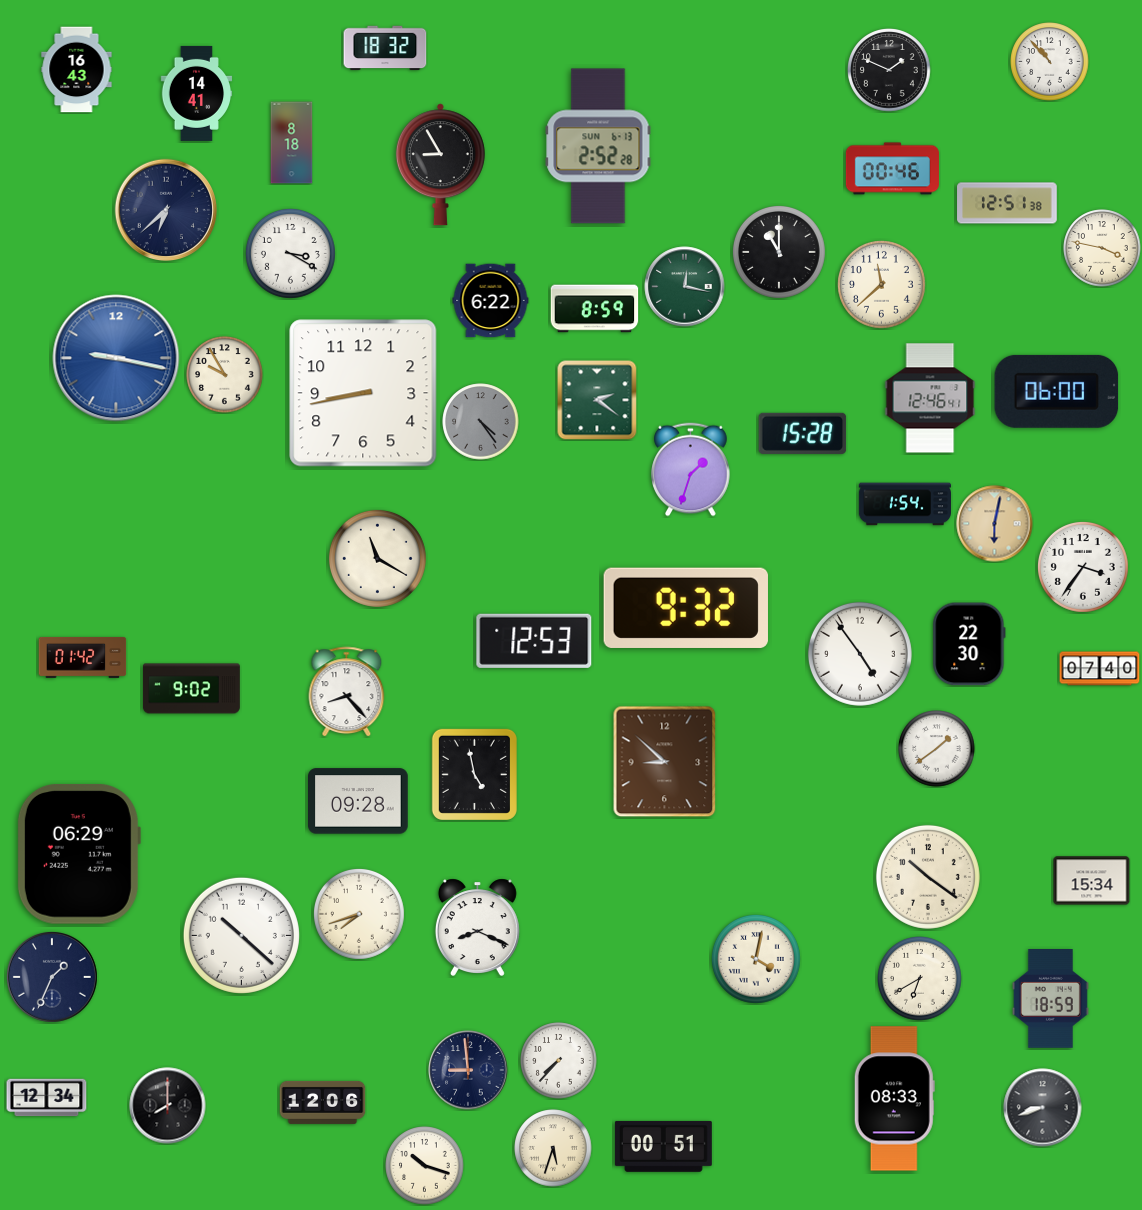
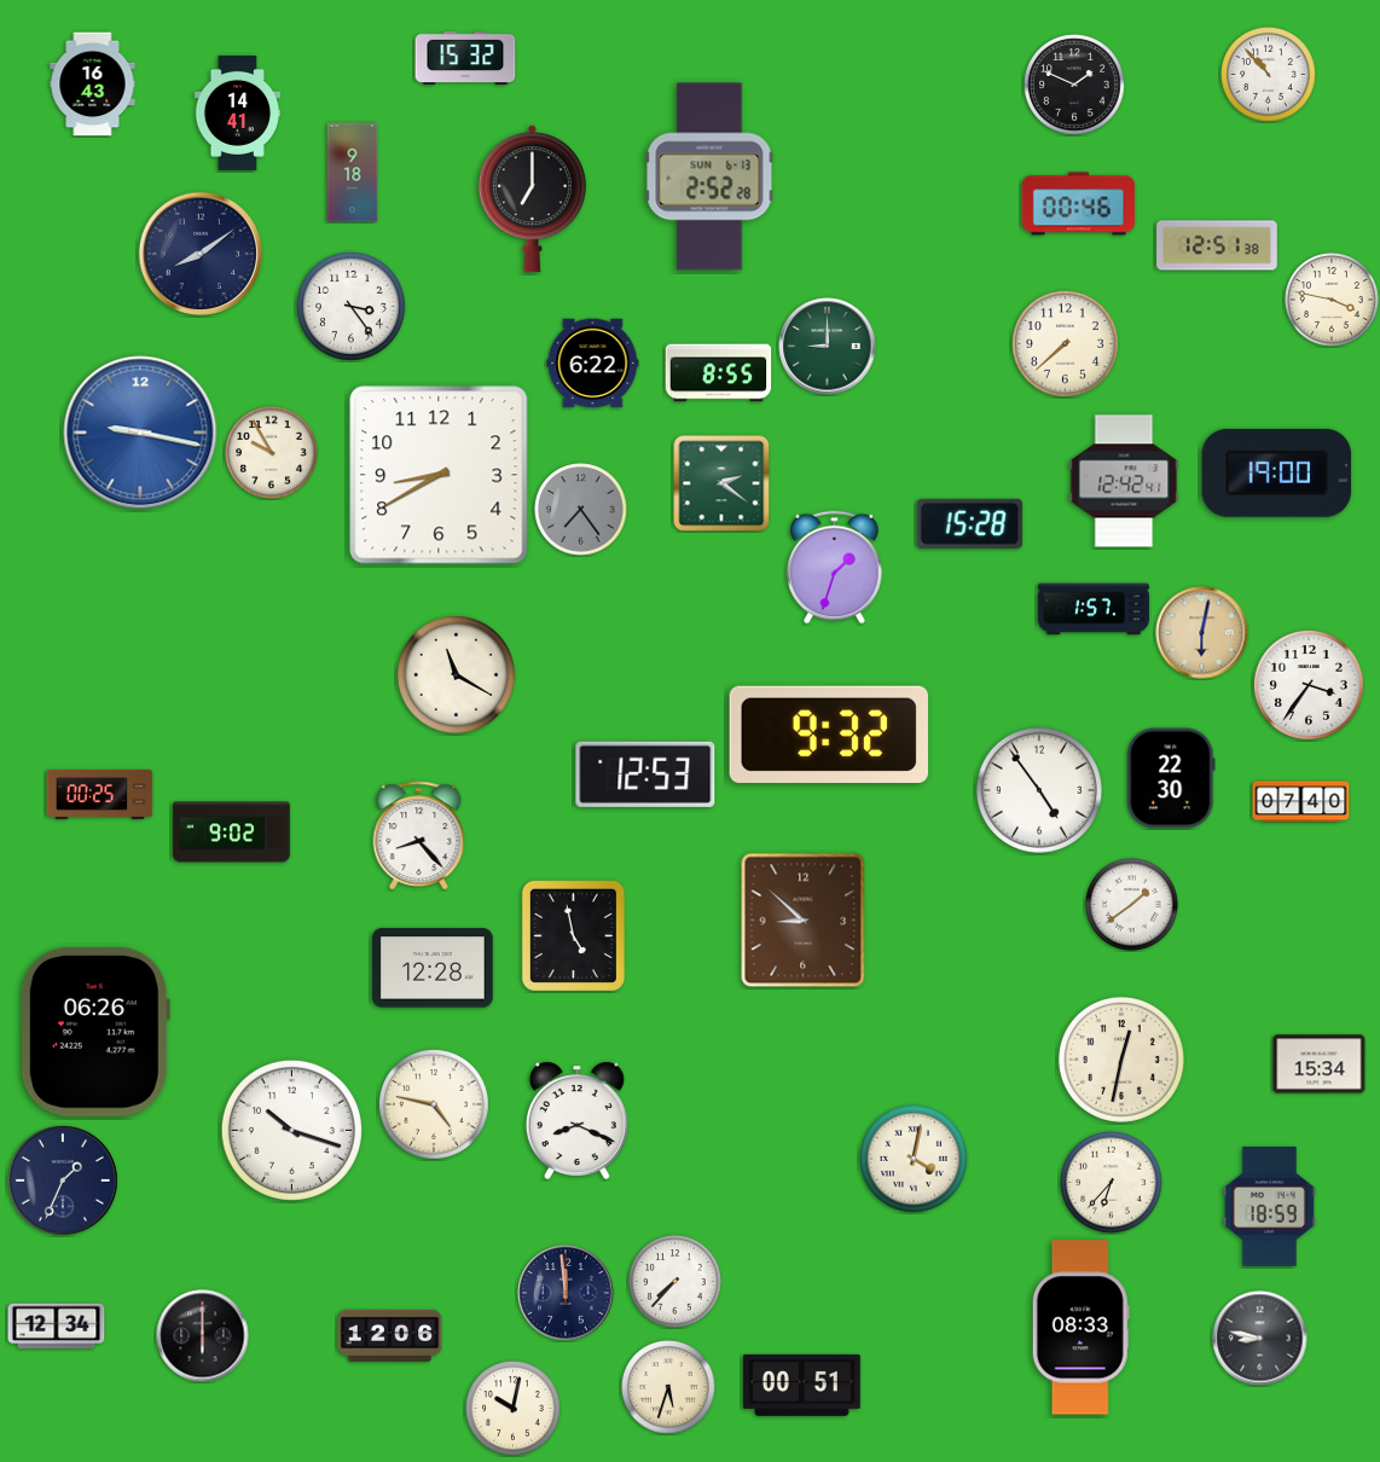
clock at (385, 48): 18:32 -> 15:32
clock at (292, 143): 8:18 -> 9:18
clock at (598, 146) position: (598, 146) -> (709, 176)
clock at (440, 165): 8:55 -> 7:00
clock at (165, 209): 6:38 -> 8:09
clock at (779, 252): 11:00 -> none
clock at (290, 253): 3:20 -> 3:24
clock at (882, 285): 11:38 -> 7:38
clock at (685, 287): 12:17 -> 9:00
clock at (595, 309): 8:59 -> 8:55
clock at (1057, 391): 06:00 -> 19:00
clock at (363, 393): 8:43 -> 8:40
clock at (930, 398): 12:46 -> 12:42
clock at (481, 422): 4:24 -> 7:24
clock at (904, 504): 1:54 -> 1:57
clock at (83, 657): 01:42 -> 00:25
clock at (1100, 669) position: (1100, 669) -> (1301, 802)
clock at (359, 801): 09:28 -> 12:28
clock at (79, 854): 06:29 -> 06:26
clock at (928, 877): 10:21 -> 12:32
clock at (359, 914): 7:42 -> 4:47
clock at (241, 935): 10:22 -> 10:18
clock at (920, 979): 6:40 -> 6:37
clock at (468, 1070): 8:59 -> 11:59
clock at (323, 1102) position: (323, 1102) -> (390, 1335)
clock at (168, 1106): 8:00 -> 6:00
clock at (1043, 1108): 8:42 -> 8:47
clock at (425, 1166): 10:18 -> 10:02
